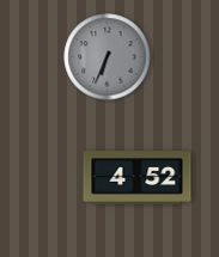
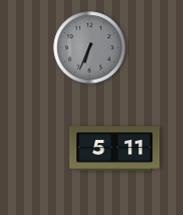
clock at (138, 178): 4:52 -> 5:11
